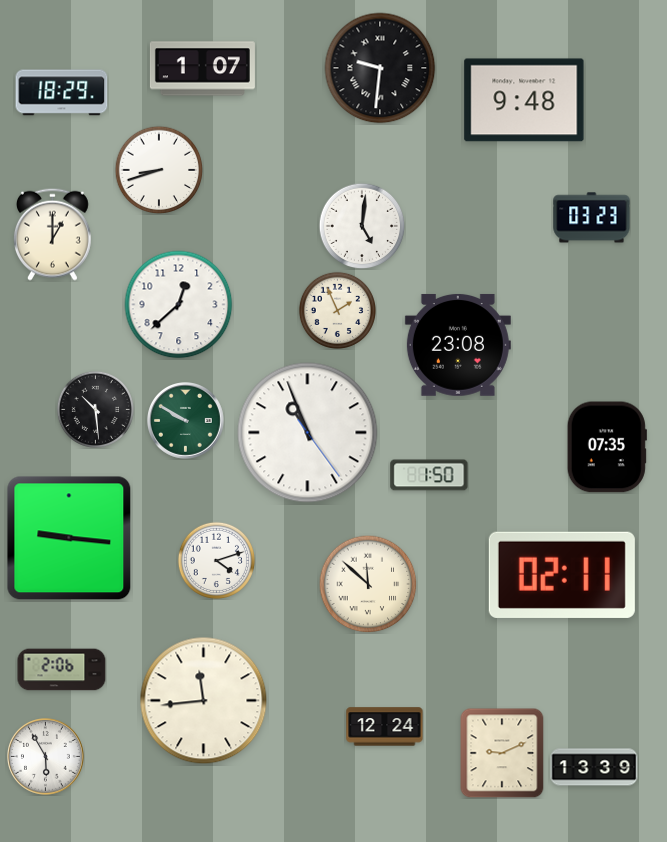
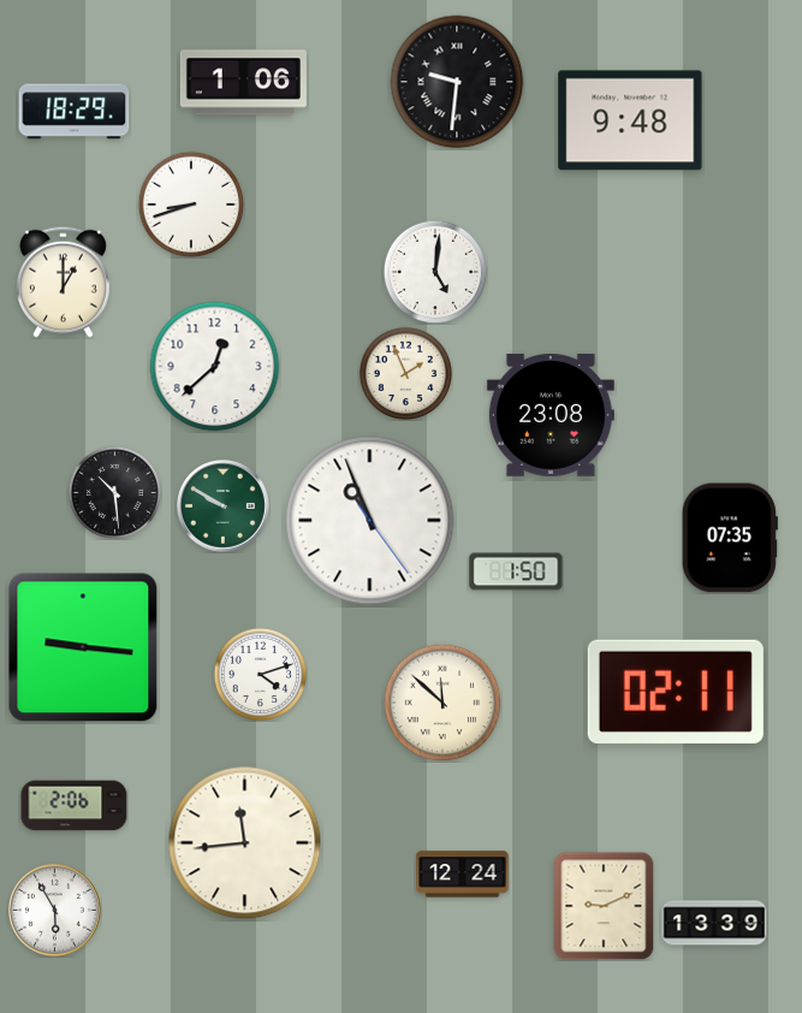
clock at (202, 69): 1:07 -> 1:06
clock at (592, 218): 03:23 -> none
